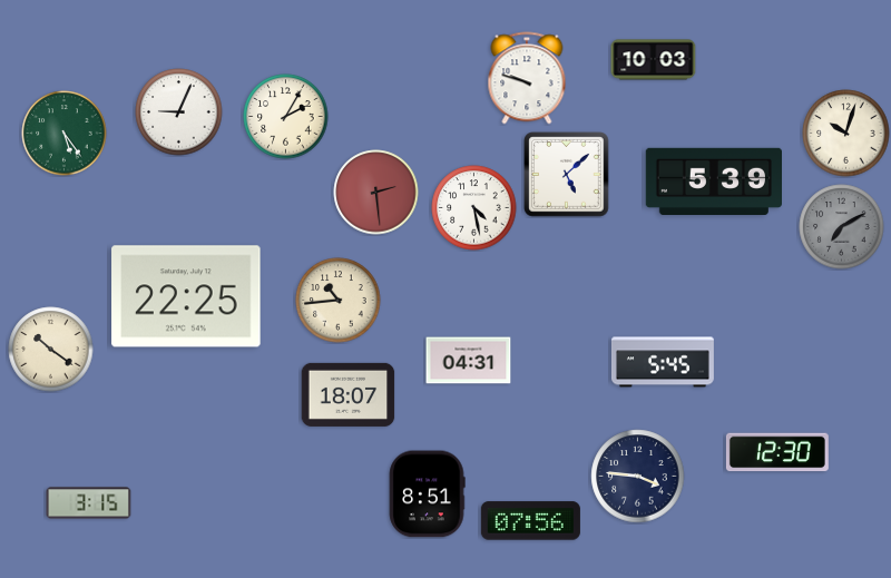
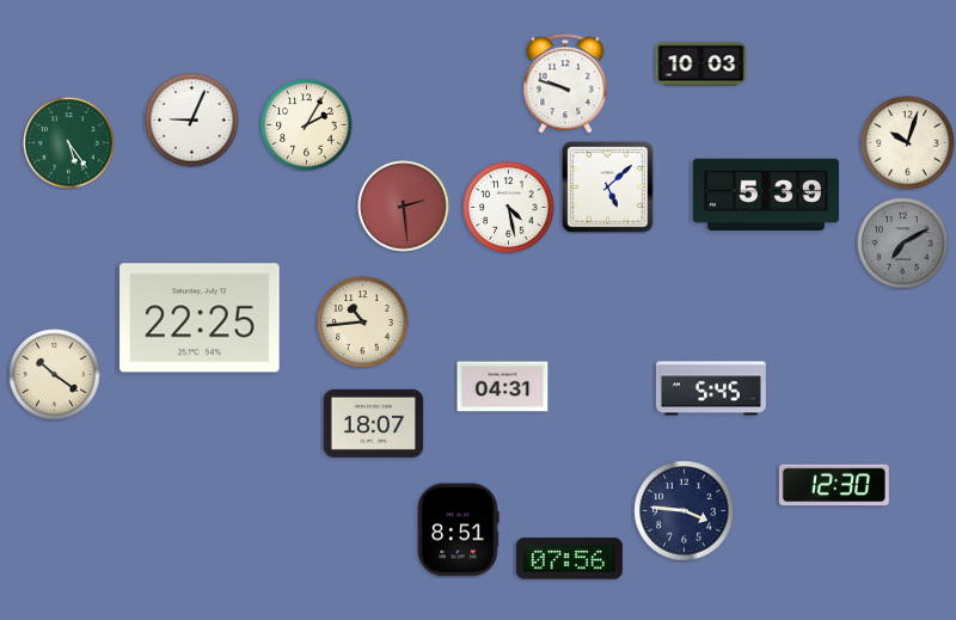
clock at (474, 208) position: (474, 208) -> (509, 208)
clock at (89, 503): 3:15 -> none
